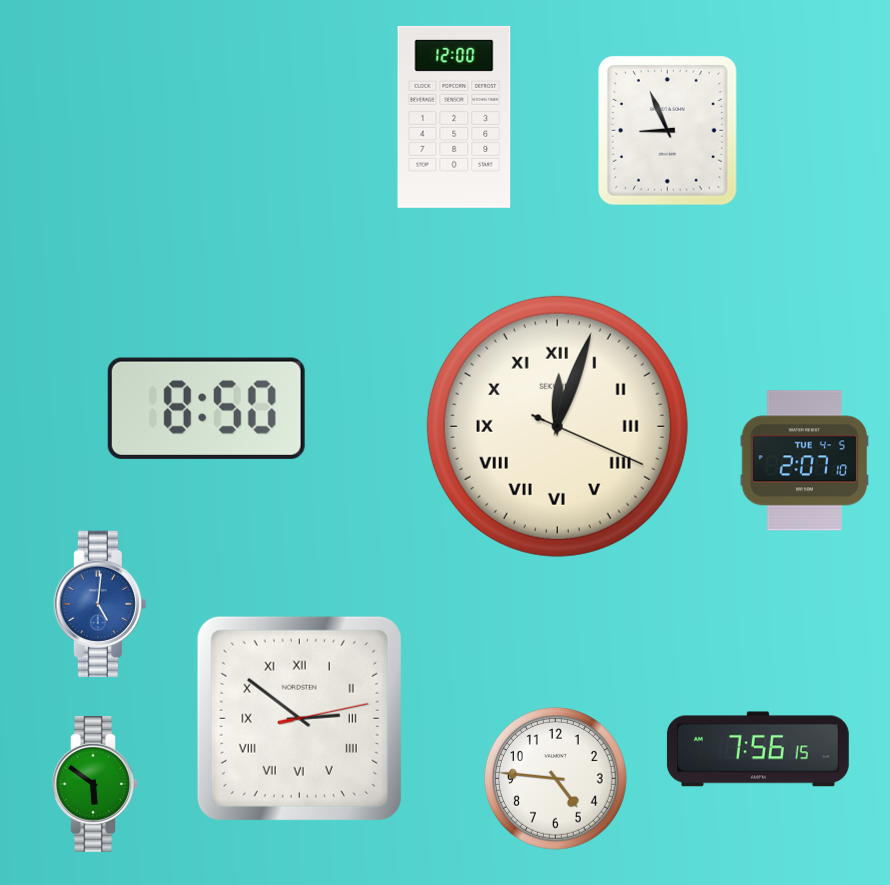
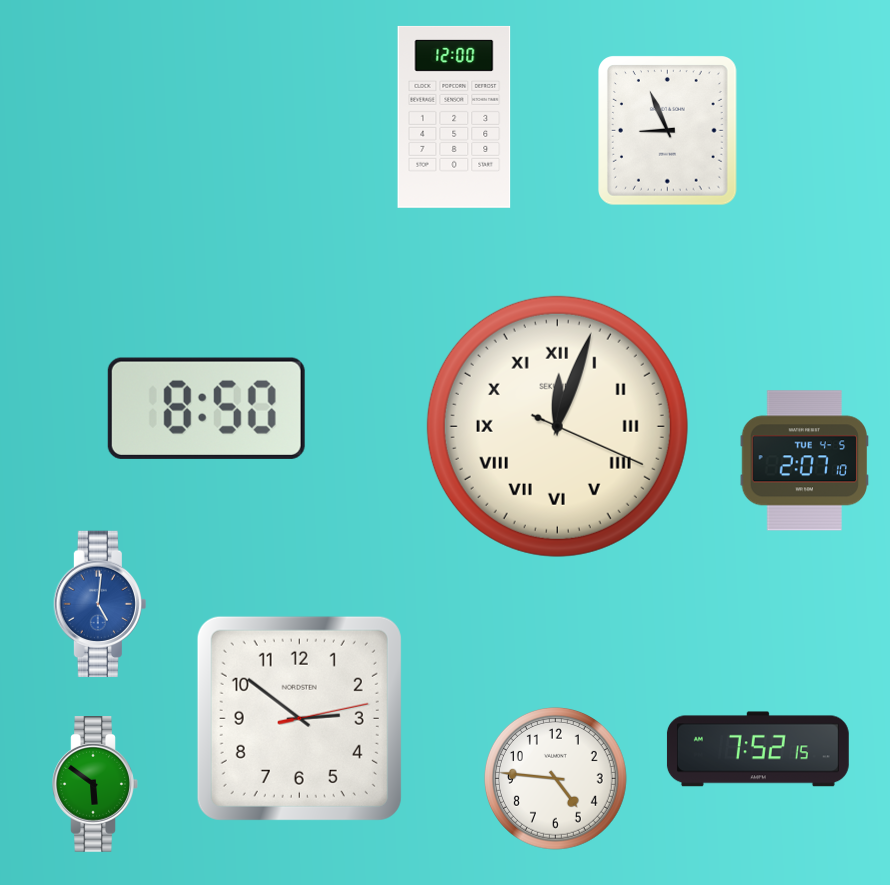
clock at (299, 718) numerals: Roman -> Arabic
clock at (758, 749): 7:56 -> 7:52
